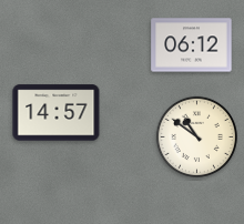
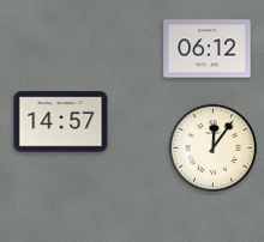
clock at (196, 136): 10:51 -> 12:06
